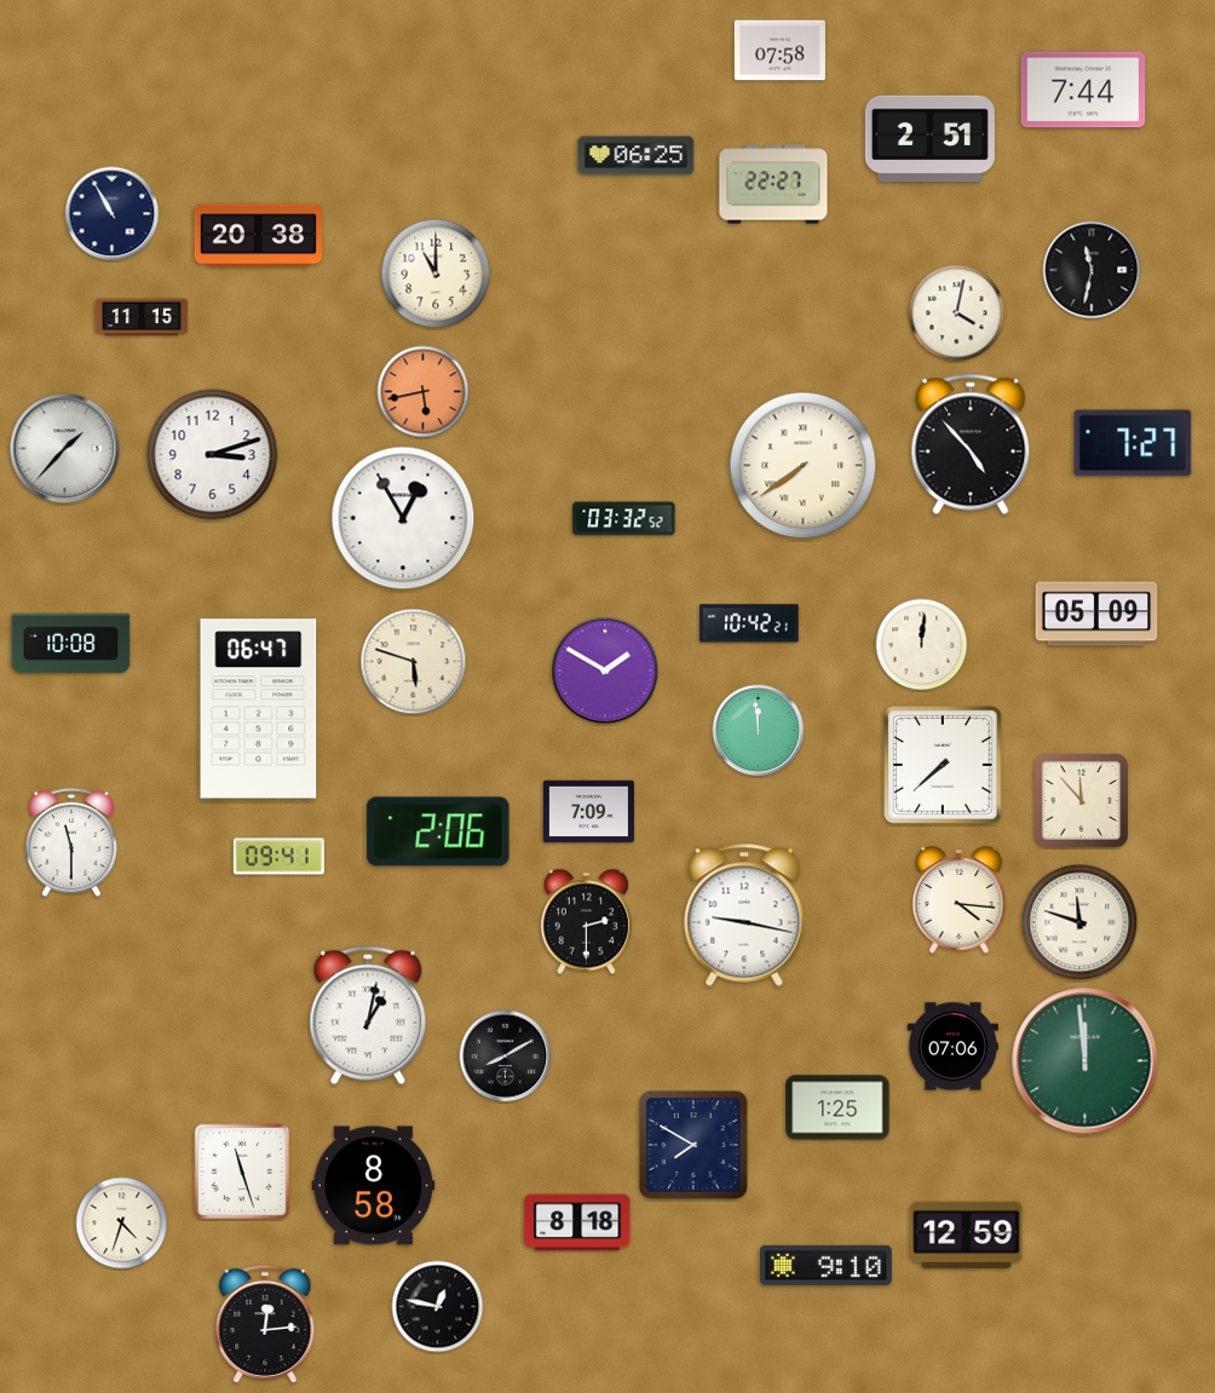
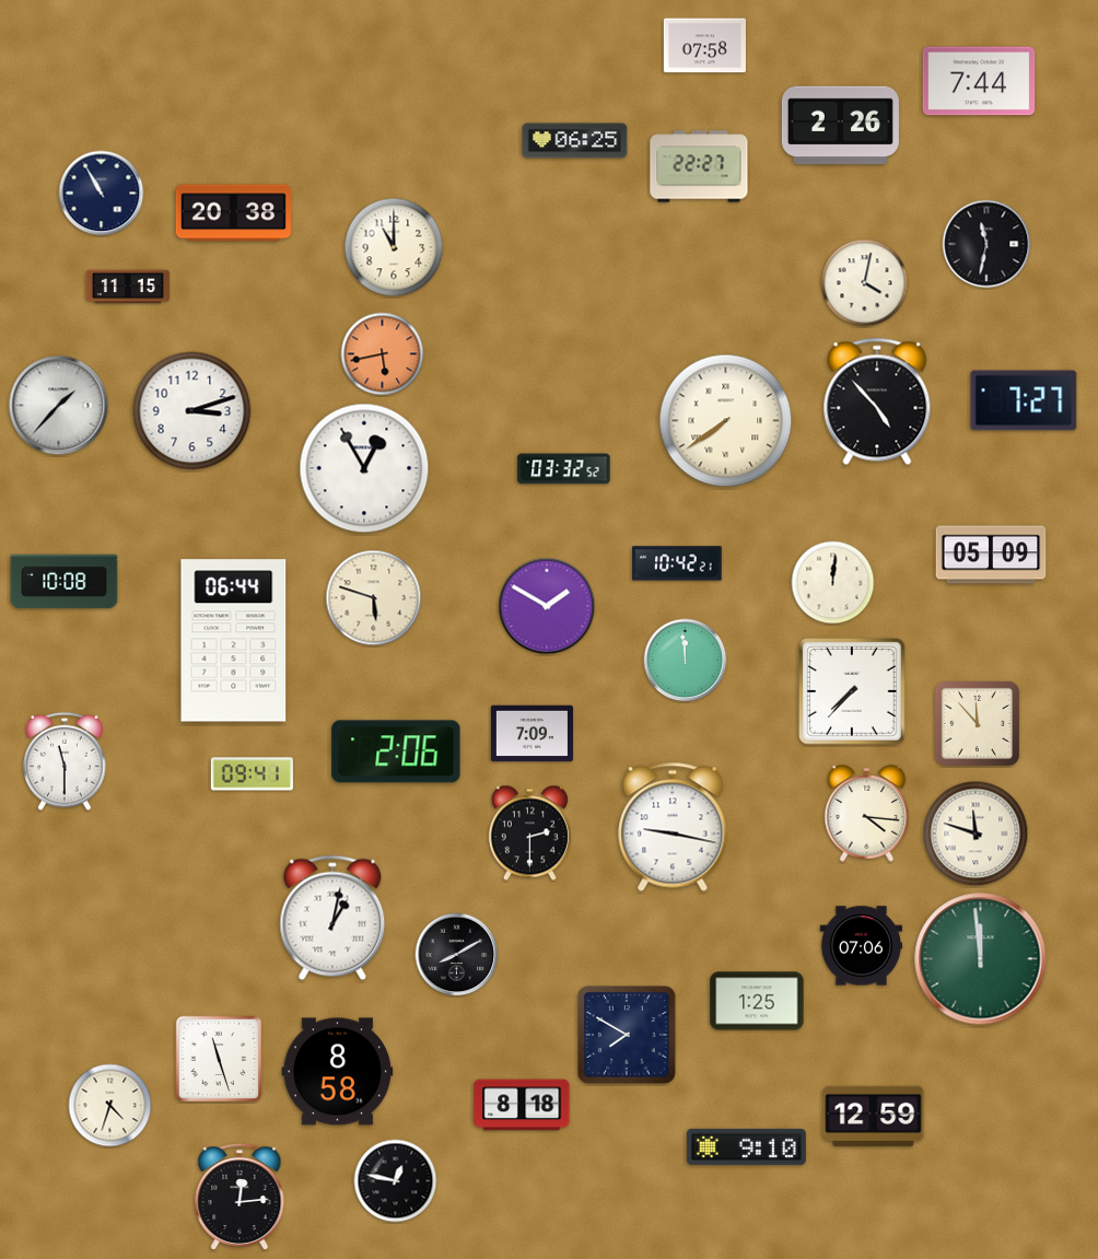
clock at (929, 139): 2:51 -> 2:26
clock at (259, 709): 06:47 -> 06:44
clock at (943, 765): 7:38 -> 7:37
clock at (825, 1265) position: (825, 1265) -> (746, 1146)
